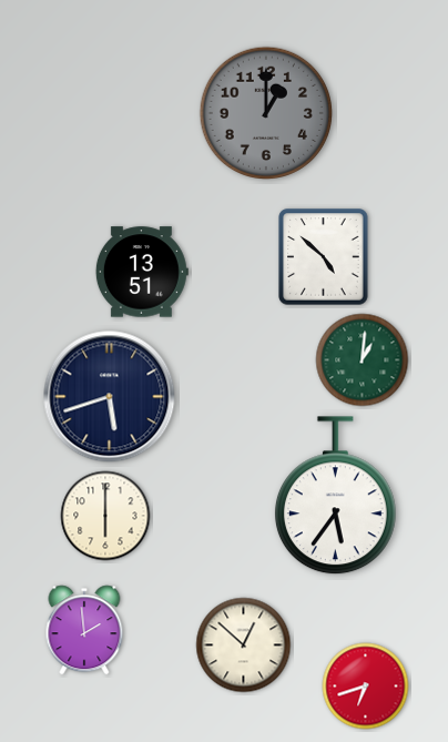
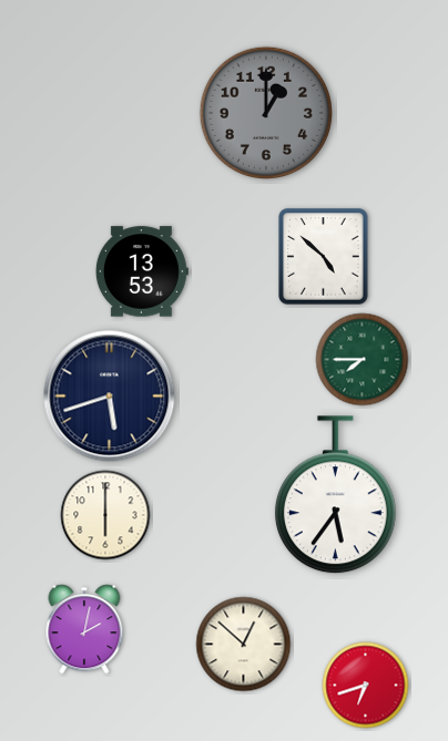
clock at (142, 272): 13:51 -> 13:53
clock at (363, 360): 1:01 -> 7:45
clock at (84, 630): 1:59 -> 2:02
